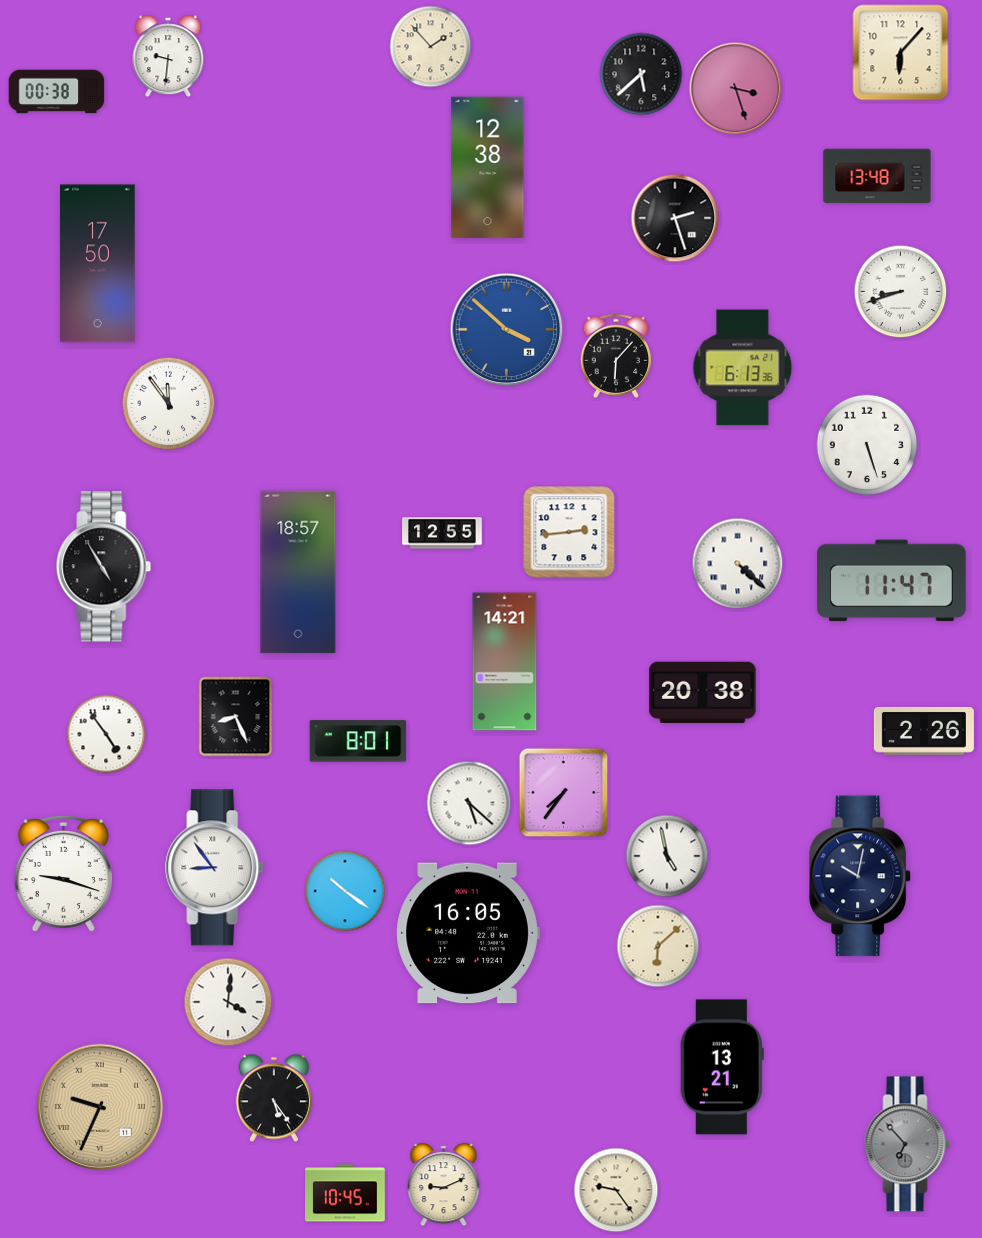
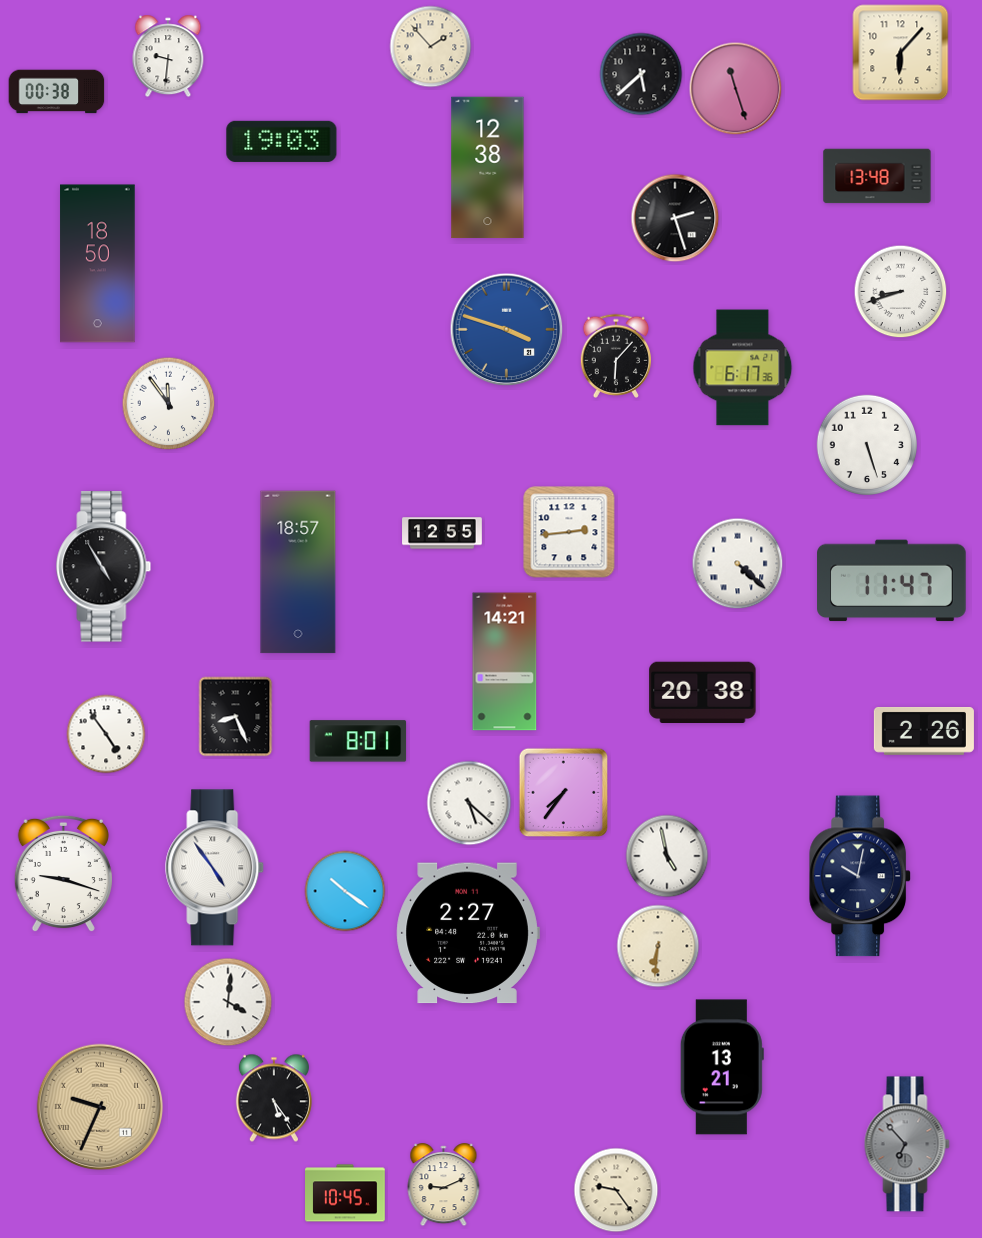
clock at (736, 89): 3:27 -> 11:27
clock at (282, 141): none -> 19:03
clock at (98, 264): 17:50 -> 18:50
clock at (507, 330): 3:52 -> 3:48
clock at (743, 368): 6:13 -> 6:17
clock at (215, 868): 8:54 -> 4:54
clock at (468, 933): 16:05 -> 2:27
clock at (658, 946): 6:08 -> 6:31
